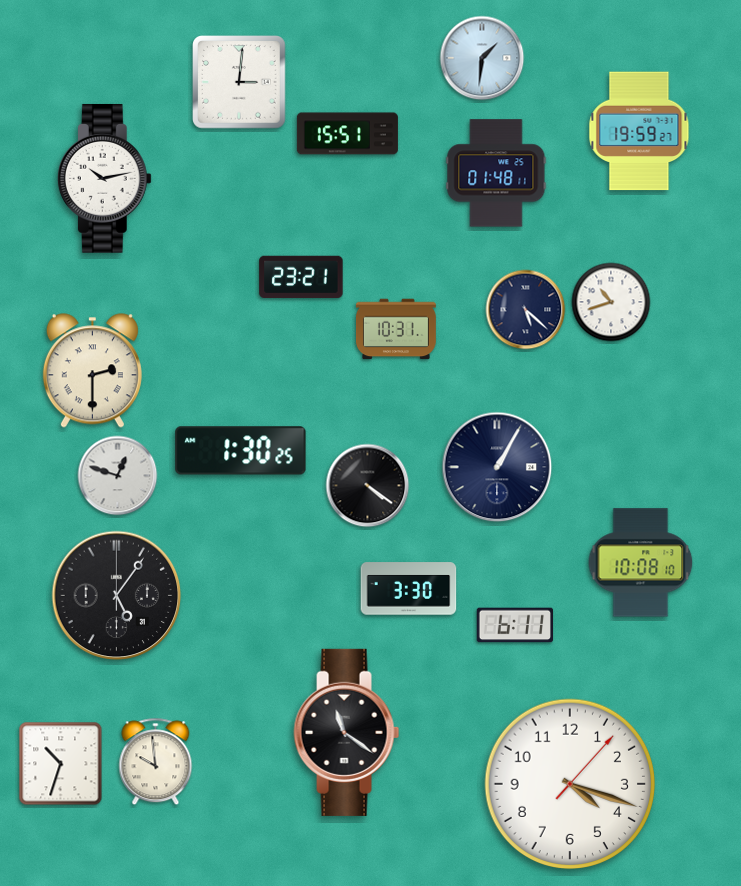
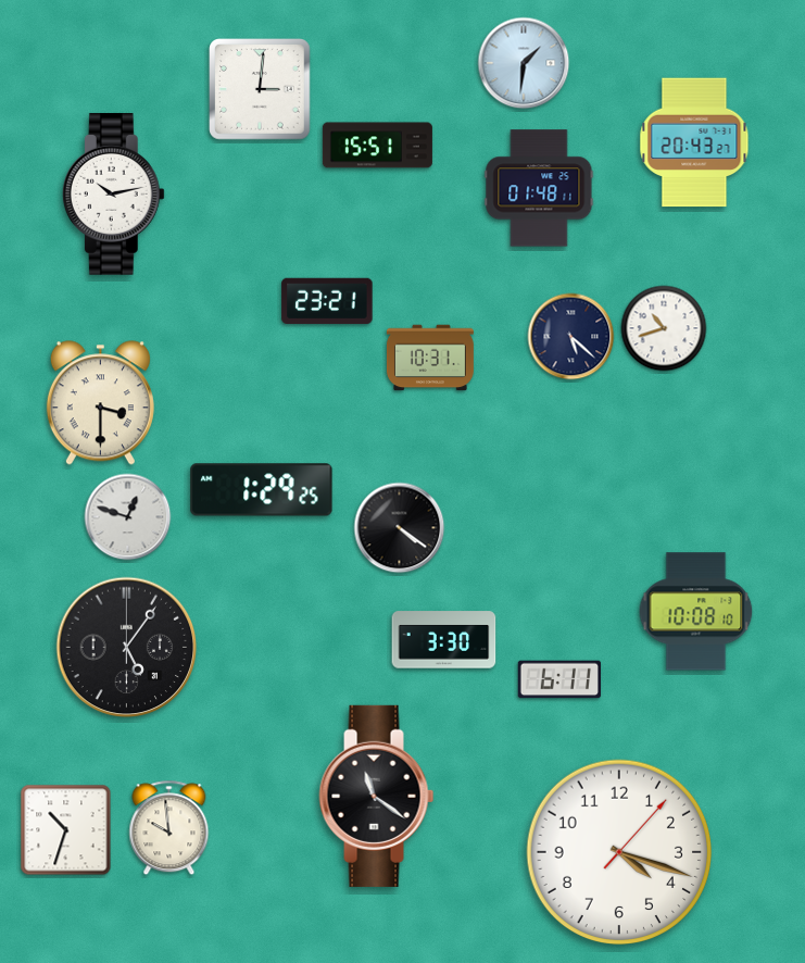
clock at (639, 131): 19:59 -> 20:43
clock at (92, 371): 2:30 -> 3:30
clock at (241, 451): 1:30 -> 1:29
clock at (497, 467): 1:05 -> none
